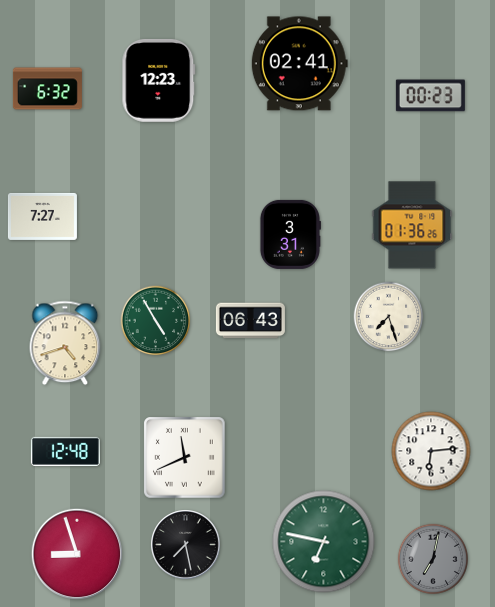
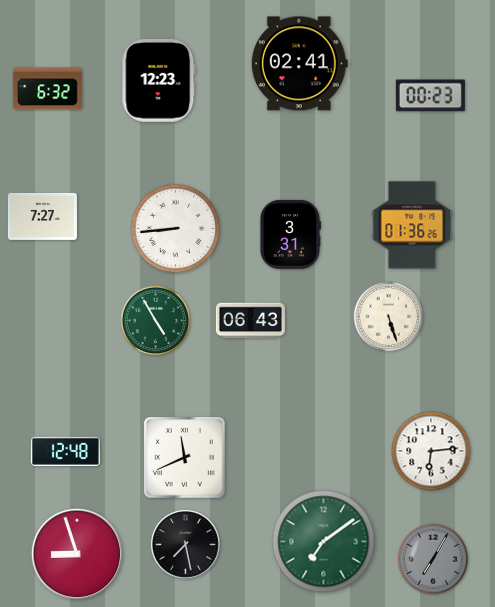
clock at (176, 229): none -> 8:44
clock at (389, 317): 7:27 -> 5:27
clock at (65, 343): 4:42 -> none
clock at (324, 542): 6:47 -> 7:09
clock at (433, 559): 7:02 -> 7:05
